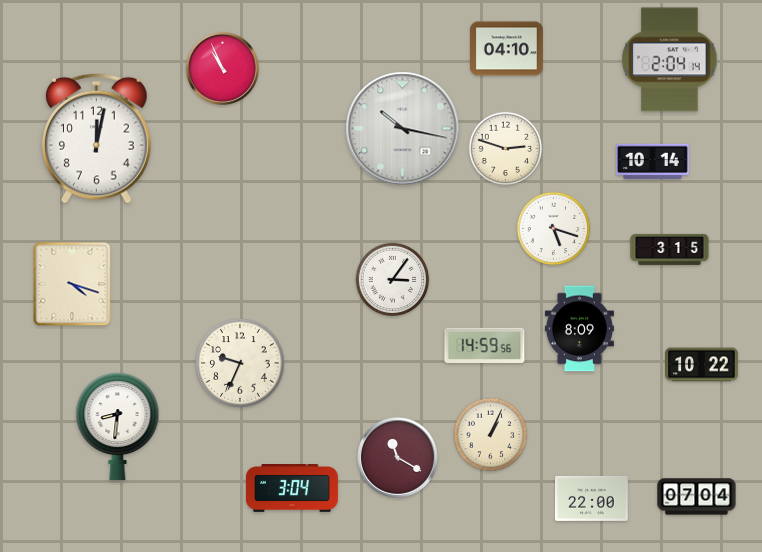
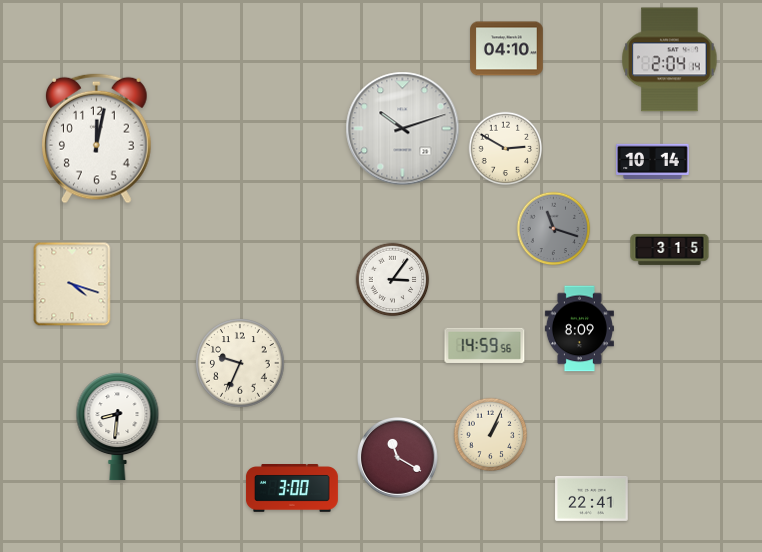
clock at (222, 68): 10:56 -> none
clock at (403, 129): 10:17 -> 10:12
clock at (506, 149): 2:48 -> 2:50
clock at (554, 229): 5:18 -> 11:18
clock at (554, 229) dial: white -> grey
clock at (702, 365): 10:22 -> none
clock at (292, 489): 3:04 -> 3:00
clock at (697, 497): 07:04 -> none
clock at (592, 498): 22:00 -> 22:41
